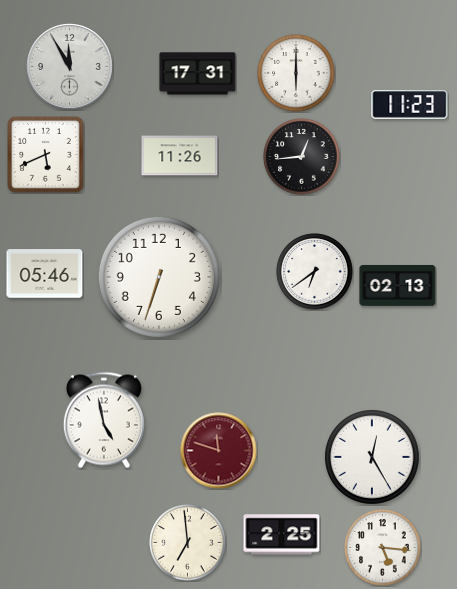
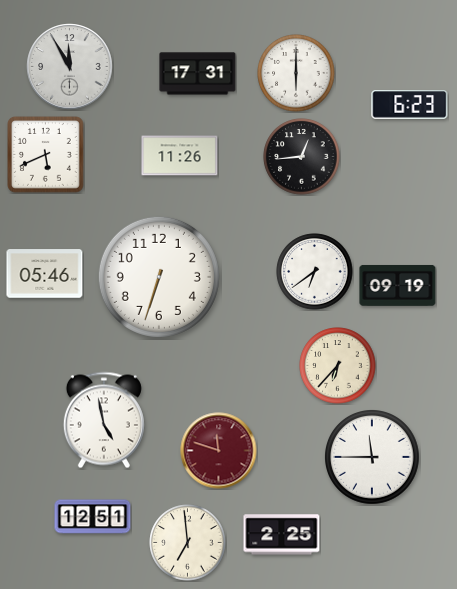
clock at (410, 105): 11:23 -> 6:23
clock at (398, 285): 02:13 -> 09:19
clock at (338, 366): none -> 6:37
clock at (373, 458): 12:25 -> 11:45
clock at (93, 517): none -> 12:51
clock at (383, 548): 5:16 -> none
